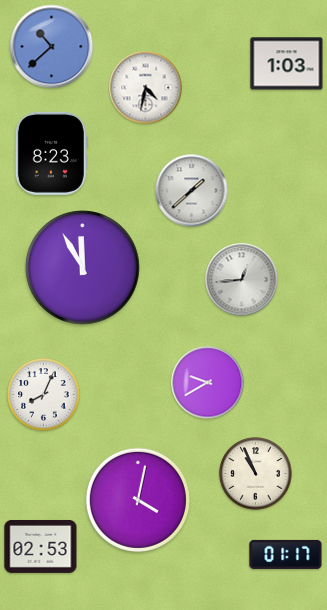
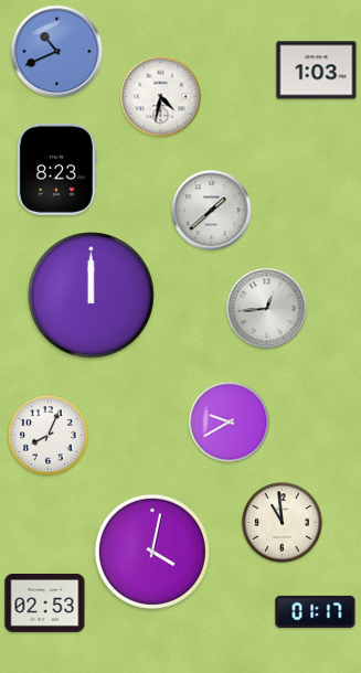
clock at (52, 47): 10:38 -> 10:41
clock at (83, 268): 11:55 -> 12:00
clock at (256, 474): 10:56 -> 10:59
